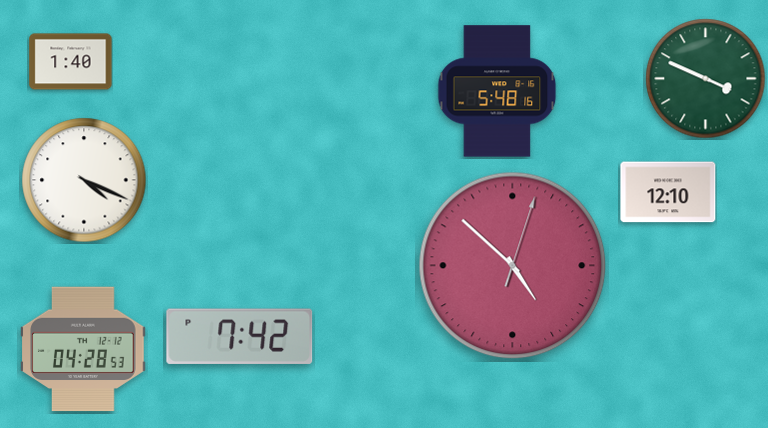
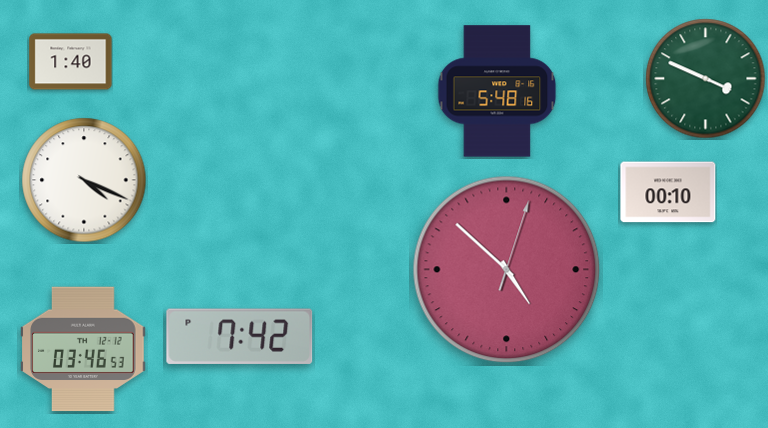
clock at (668, 192): 12:10 -> 00:10
clock at (513, 266) position: (513, 266) -> (507, 270)
clock at (83, 349): 04:28 -> 03:46
